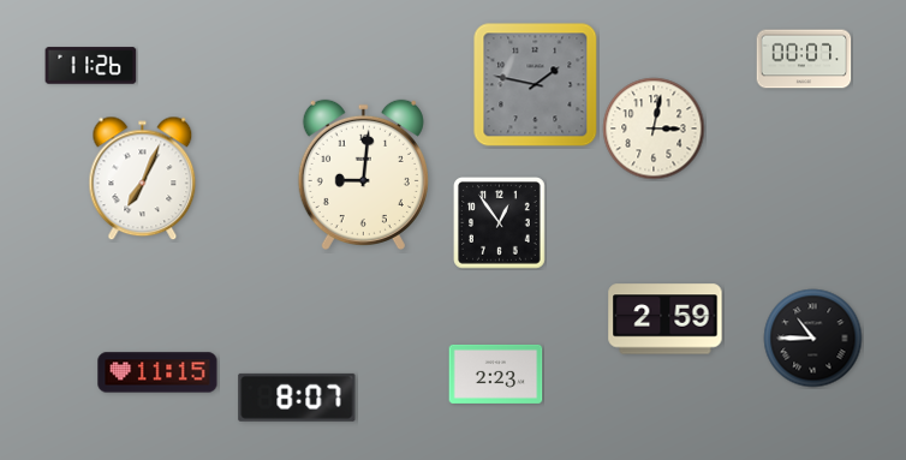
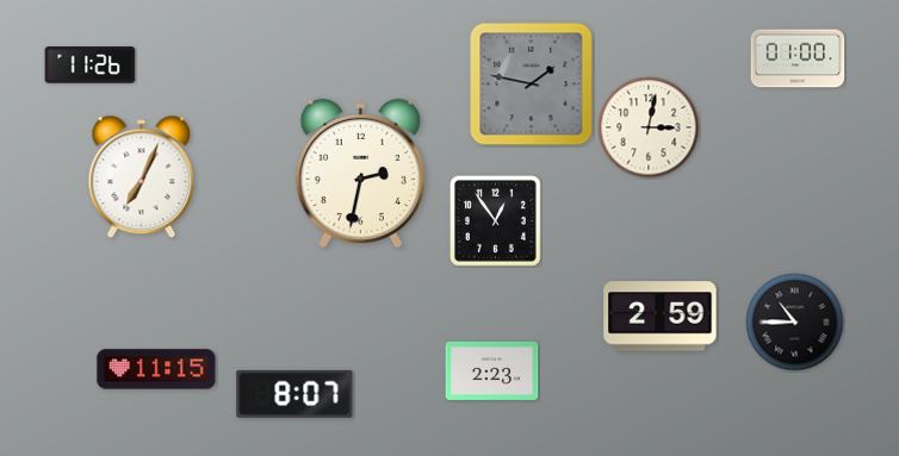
clock at (804, 59): 00:07 -> 01:00
clock at (363, 174): 9:01 -> 2:32
clock at (813, 339) position: (813, 339) -> (795, 323)
